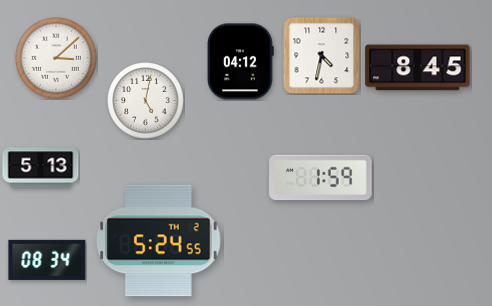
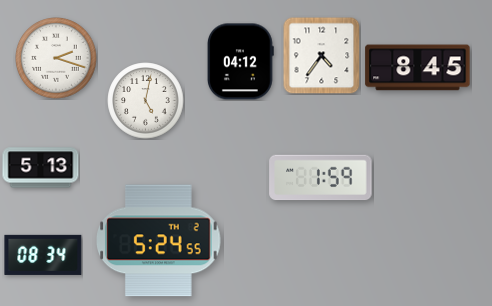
clock at (321, 55): 4:32 -> 4:36
clock at (56, 58): 3:08 -> 2:18
clock at (47, 260) position: (47, 260) -> (43, 255)
